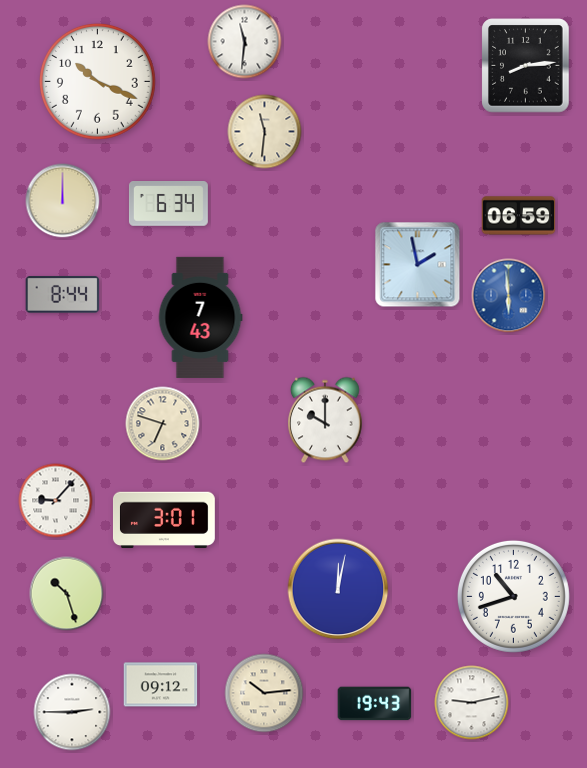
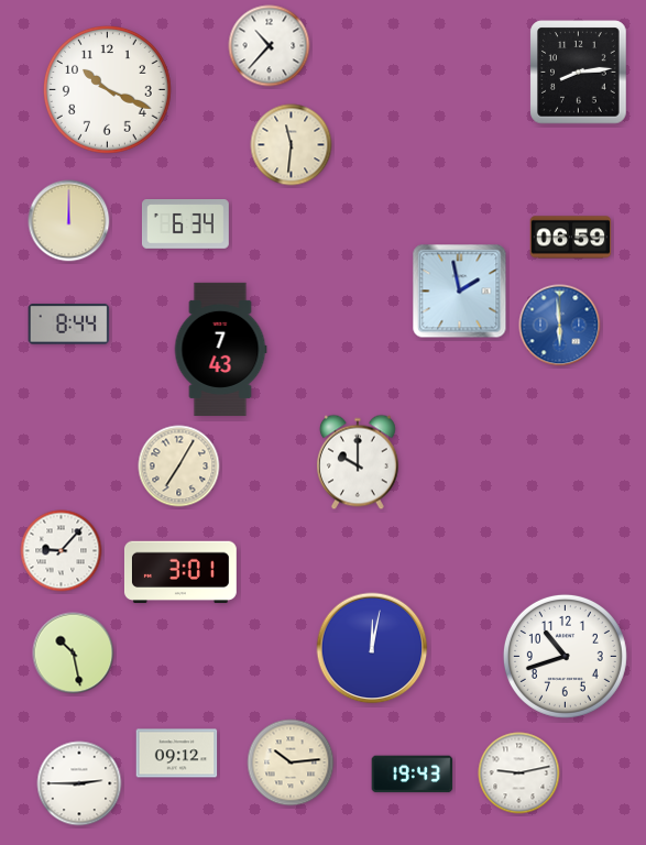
clock at (245, 42): 11:31 -> 10:37
clock at (163, 424): 6:48 -> 7:05
clock at (67, 594): 10:27 -> 10:28
